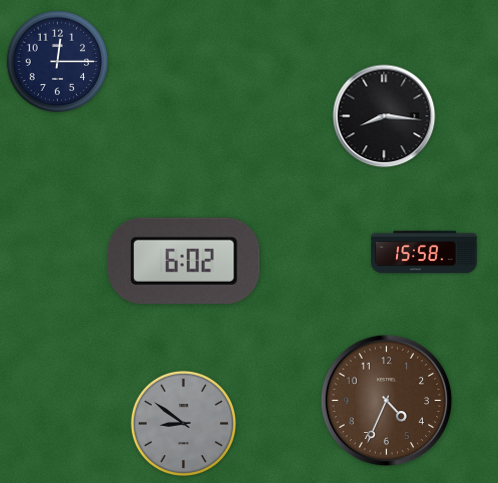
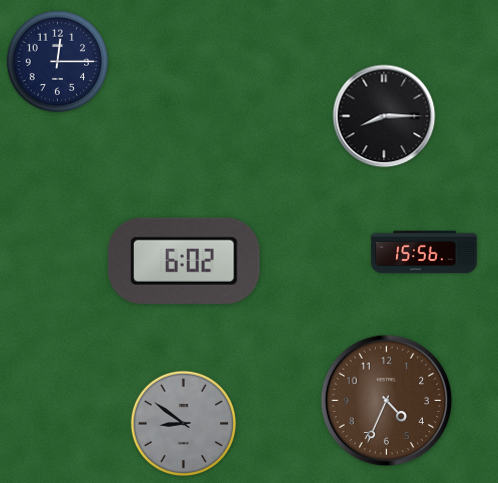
clock at (384, 116): 8:16 -> 8:15
clock at (424, 252): 15:58 -> 15:56
